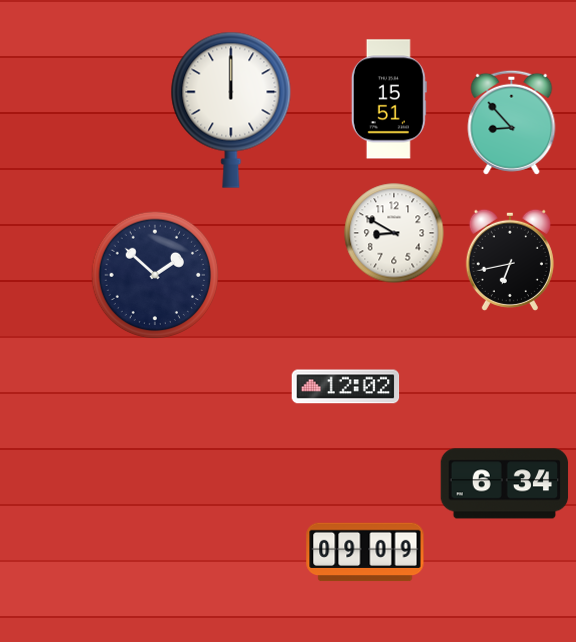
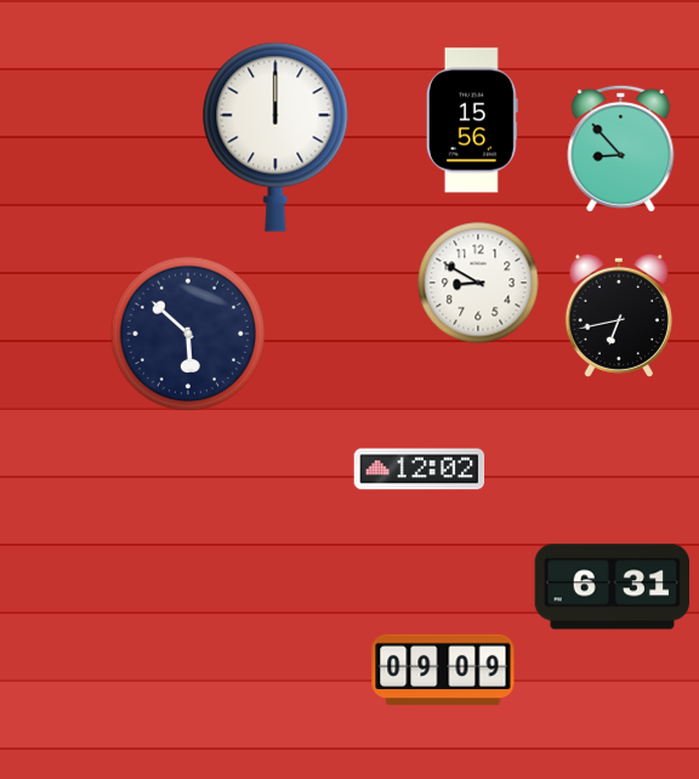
clock at (389, 99): 15:51 -> 15:56
clock at (231, 110) position: (231, 110) -> (275, 137)
clock at (155, 275): 1:52 -> 5:52
clock at (505, 484): 6:34 -> 6:31
